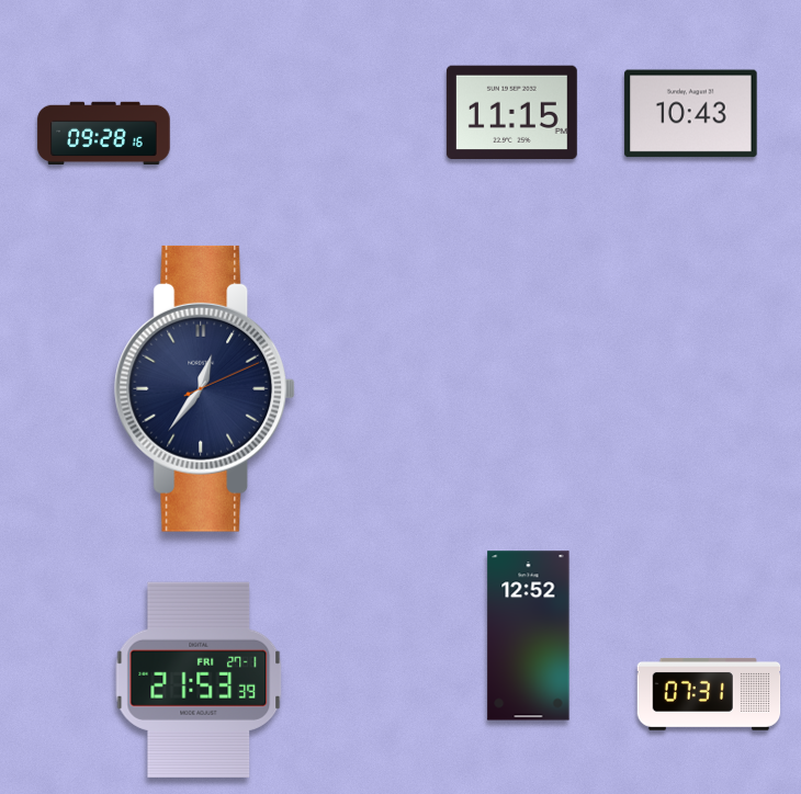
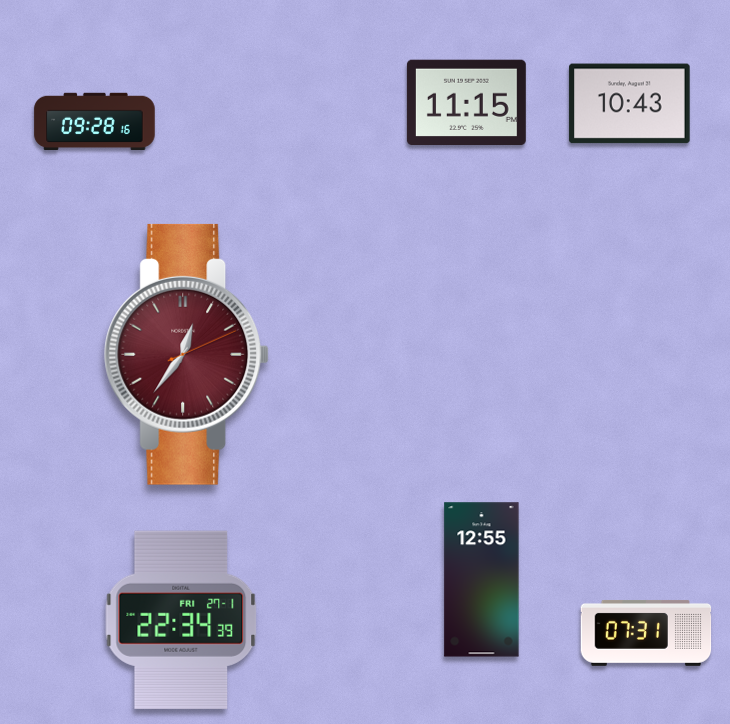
clock at (205, 388) dial: navy -> burgundy
clock at (529, 636): 12:52 -> 12:55
clock at (199, 680): 21:53 -> 22:34
